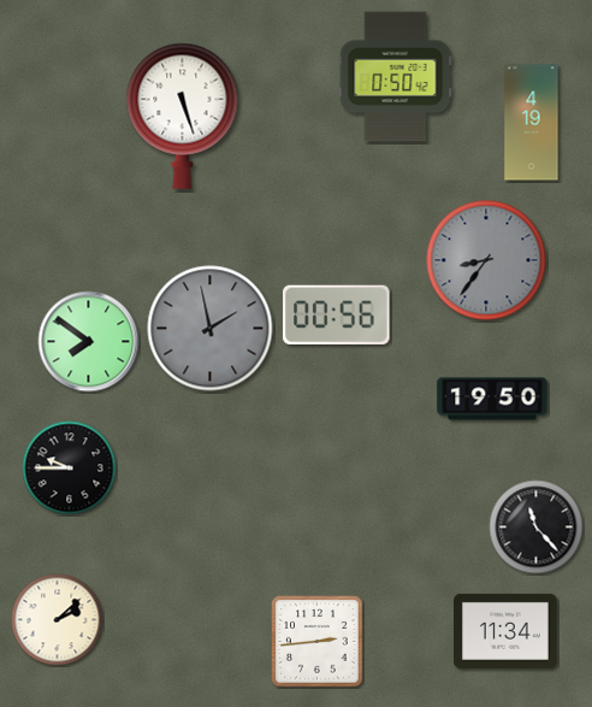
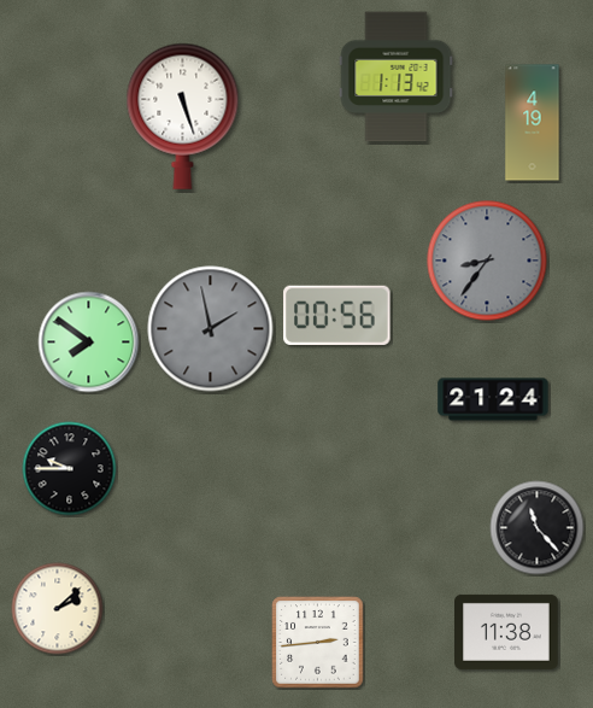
clock at (396, 77): 0:50 -> 1:13
clock at (492, 399): 19:50 -> 21:24
clock at (58, 620) position: (58, 620) -> (58, 609)
clock at (507, 631): 11:34 -> 11:38
